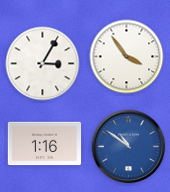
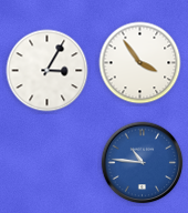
clock at (45, 144): 1:16 -> none
clock at (129, 147): 10:51 -> 10:46
